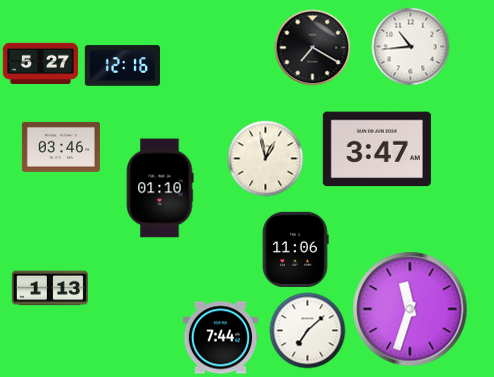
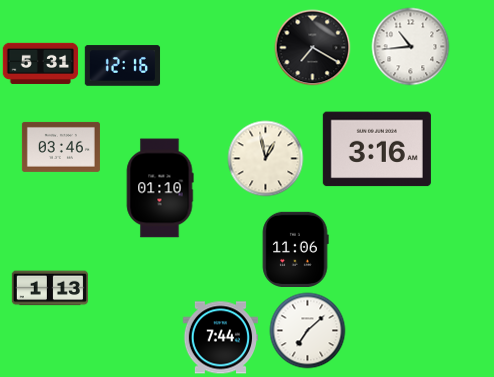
clock at (41, 63): 5:27 -> 5:31
clock at (377, 149): 3:47 -> 3:16
clock at (410, 309): 11:33 -> none
